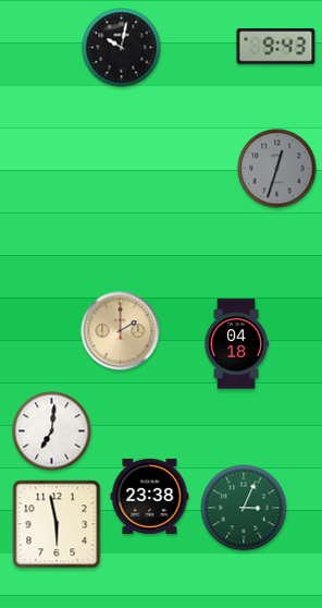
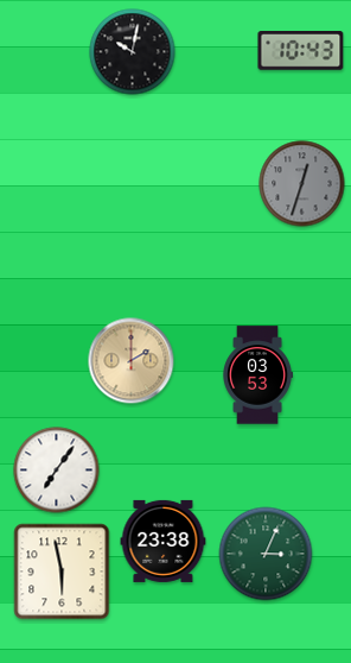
clock at (276, 47): 9:43 -> 10:43
clock at (236, 344): 04:18 -> 03:53
clock at (52, 431): 7:01 -> 7:06
